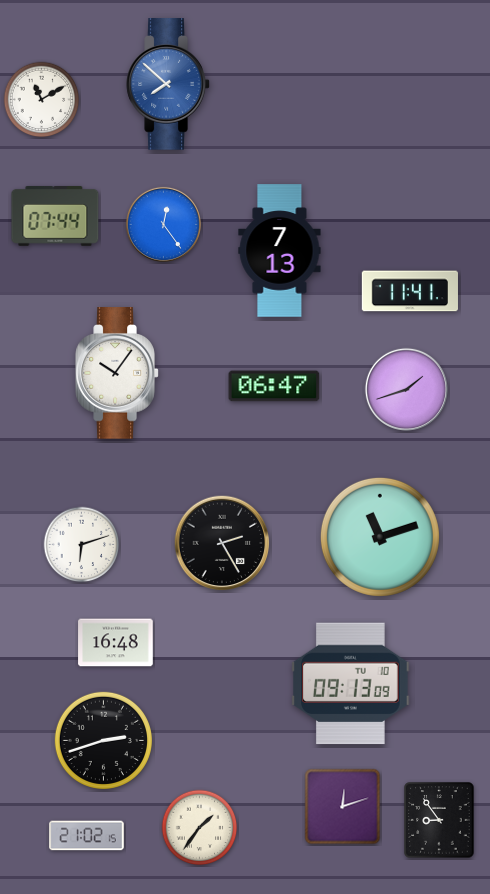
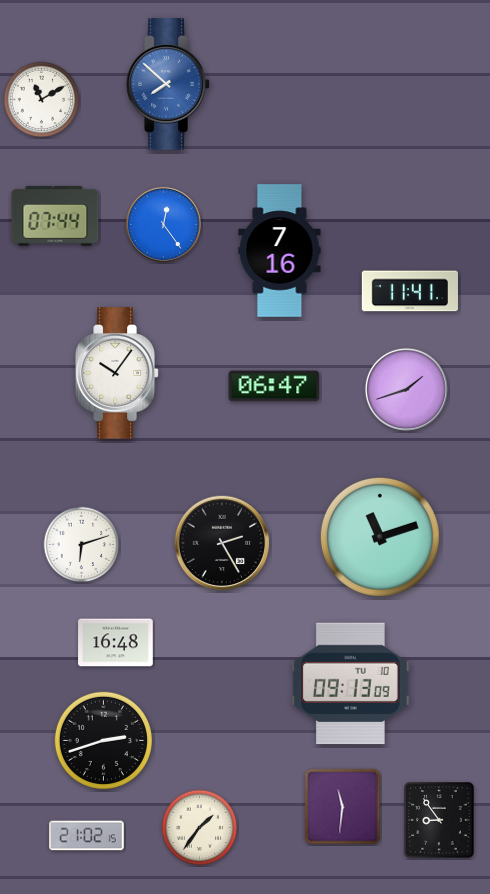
clock at (280, 251): 7:13 -> 7:16
clock at (343, 807): 12:12 -> 11:31
